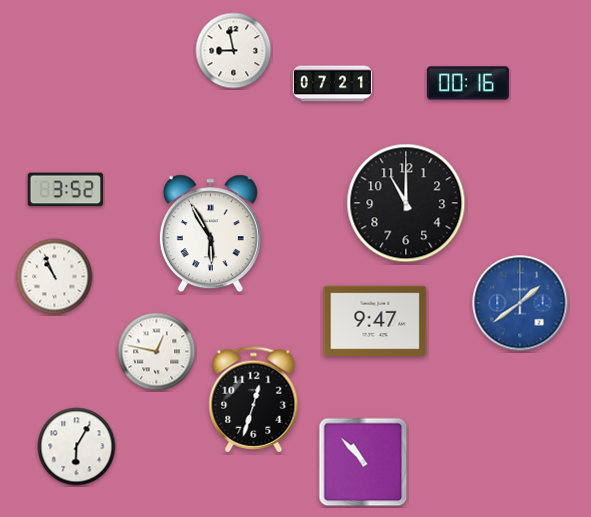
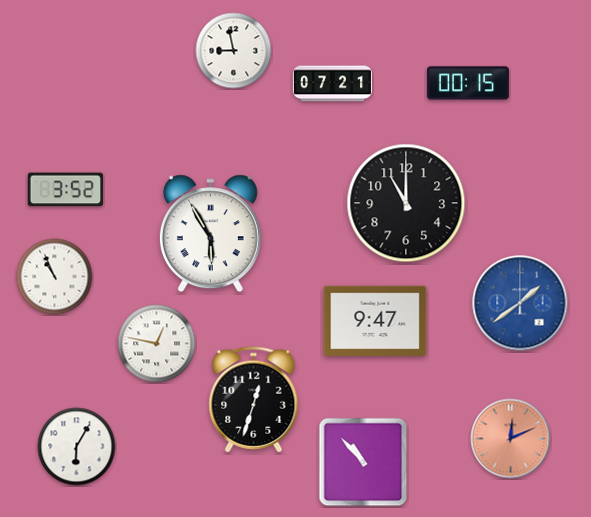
clock at (468, 83): 00:16 -> 00:15
clock at (157, 352) position: (157, 352) -> (157, 344)
clock at (511, 439): none -> 12:11
